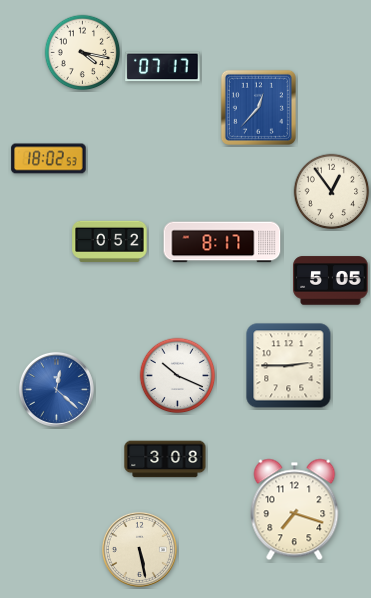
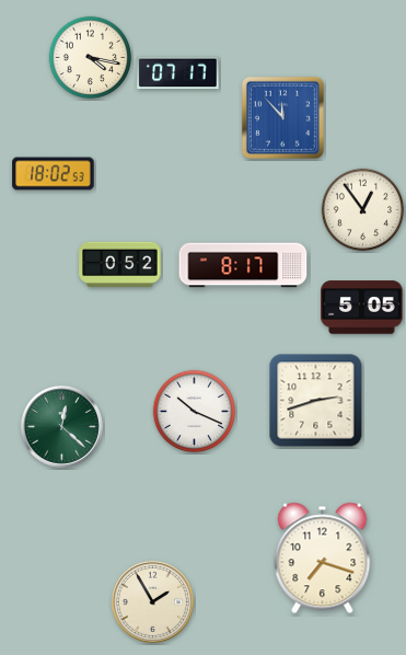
clock at (258, 107): 12:37 -> 11:53
clock at (289, 366): 2:45 -> 2:42
clock at (56, 389) dial: blue -> green
clock at (165, 459): 3:08 -> none
clock at (139, 549): 5:28 -> 1:55
